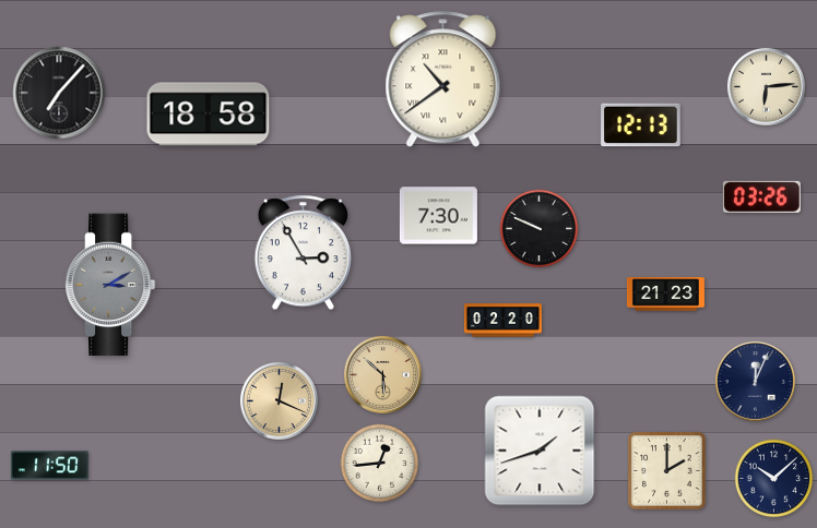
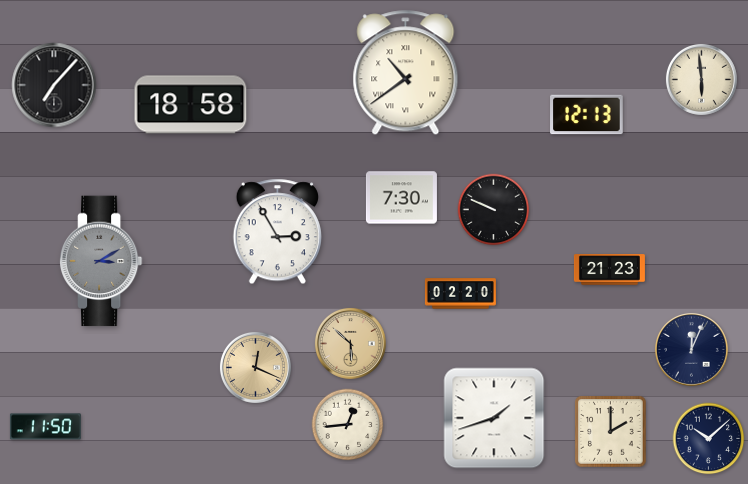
clock at (766, 86): 6:14 -> 5:59
clock at (761, 196): 03:26 -> none
clock at (540, 451) position: (540, 451) -> (494, 418)
